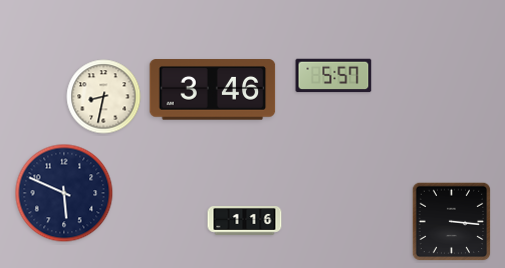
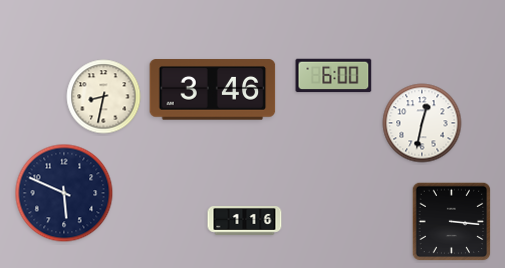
clock at (334, 76): 5:57 -> 6:00
clock at (422, 123): none -> 12:32
